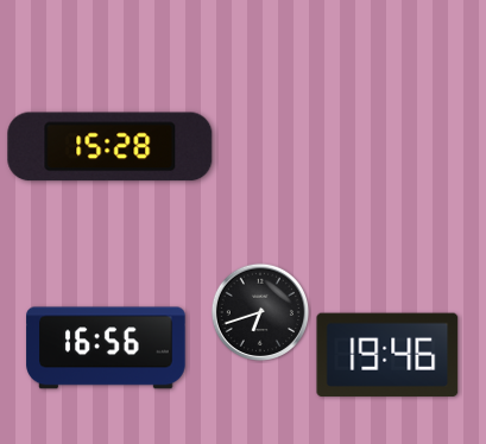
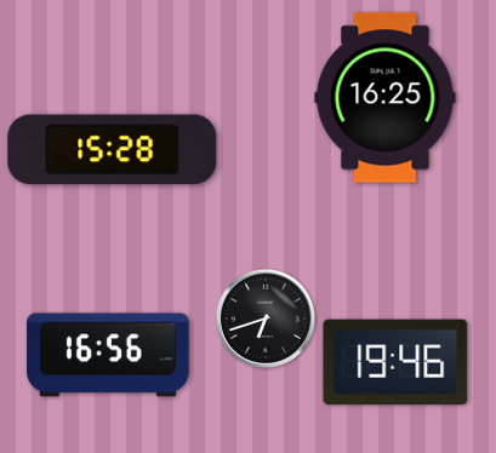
clock at (386, 98): none -> 16:25
